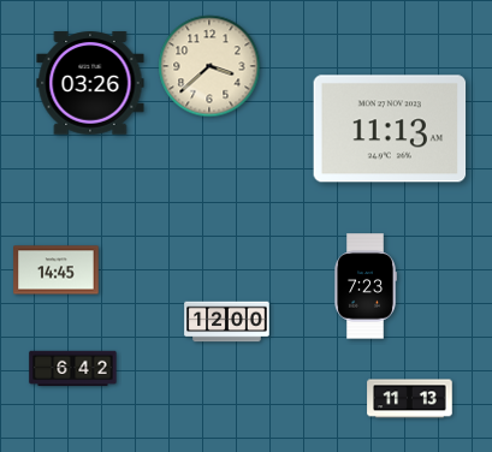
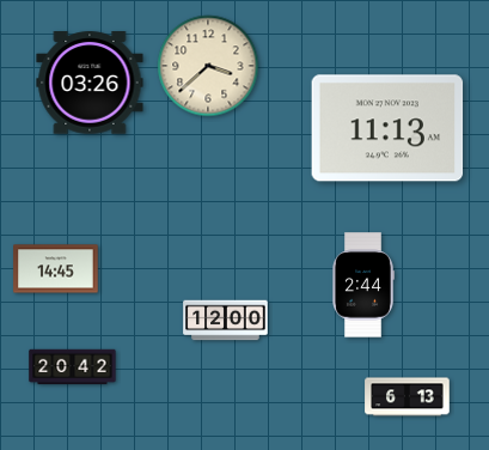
clock at (366, 286): 7:23 -> 2:44
clock at (73, 369): 6:42 -> 20:42
clock at (410, 399): 11:13 -> 6:13
